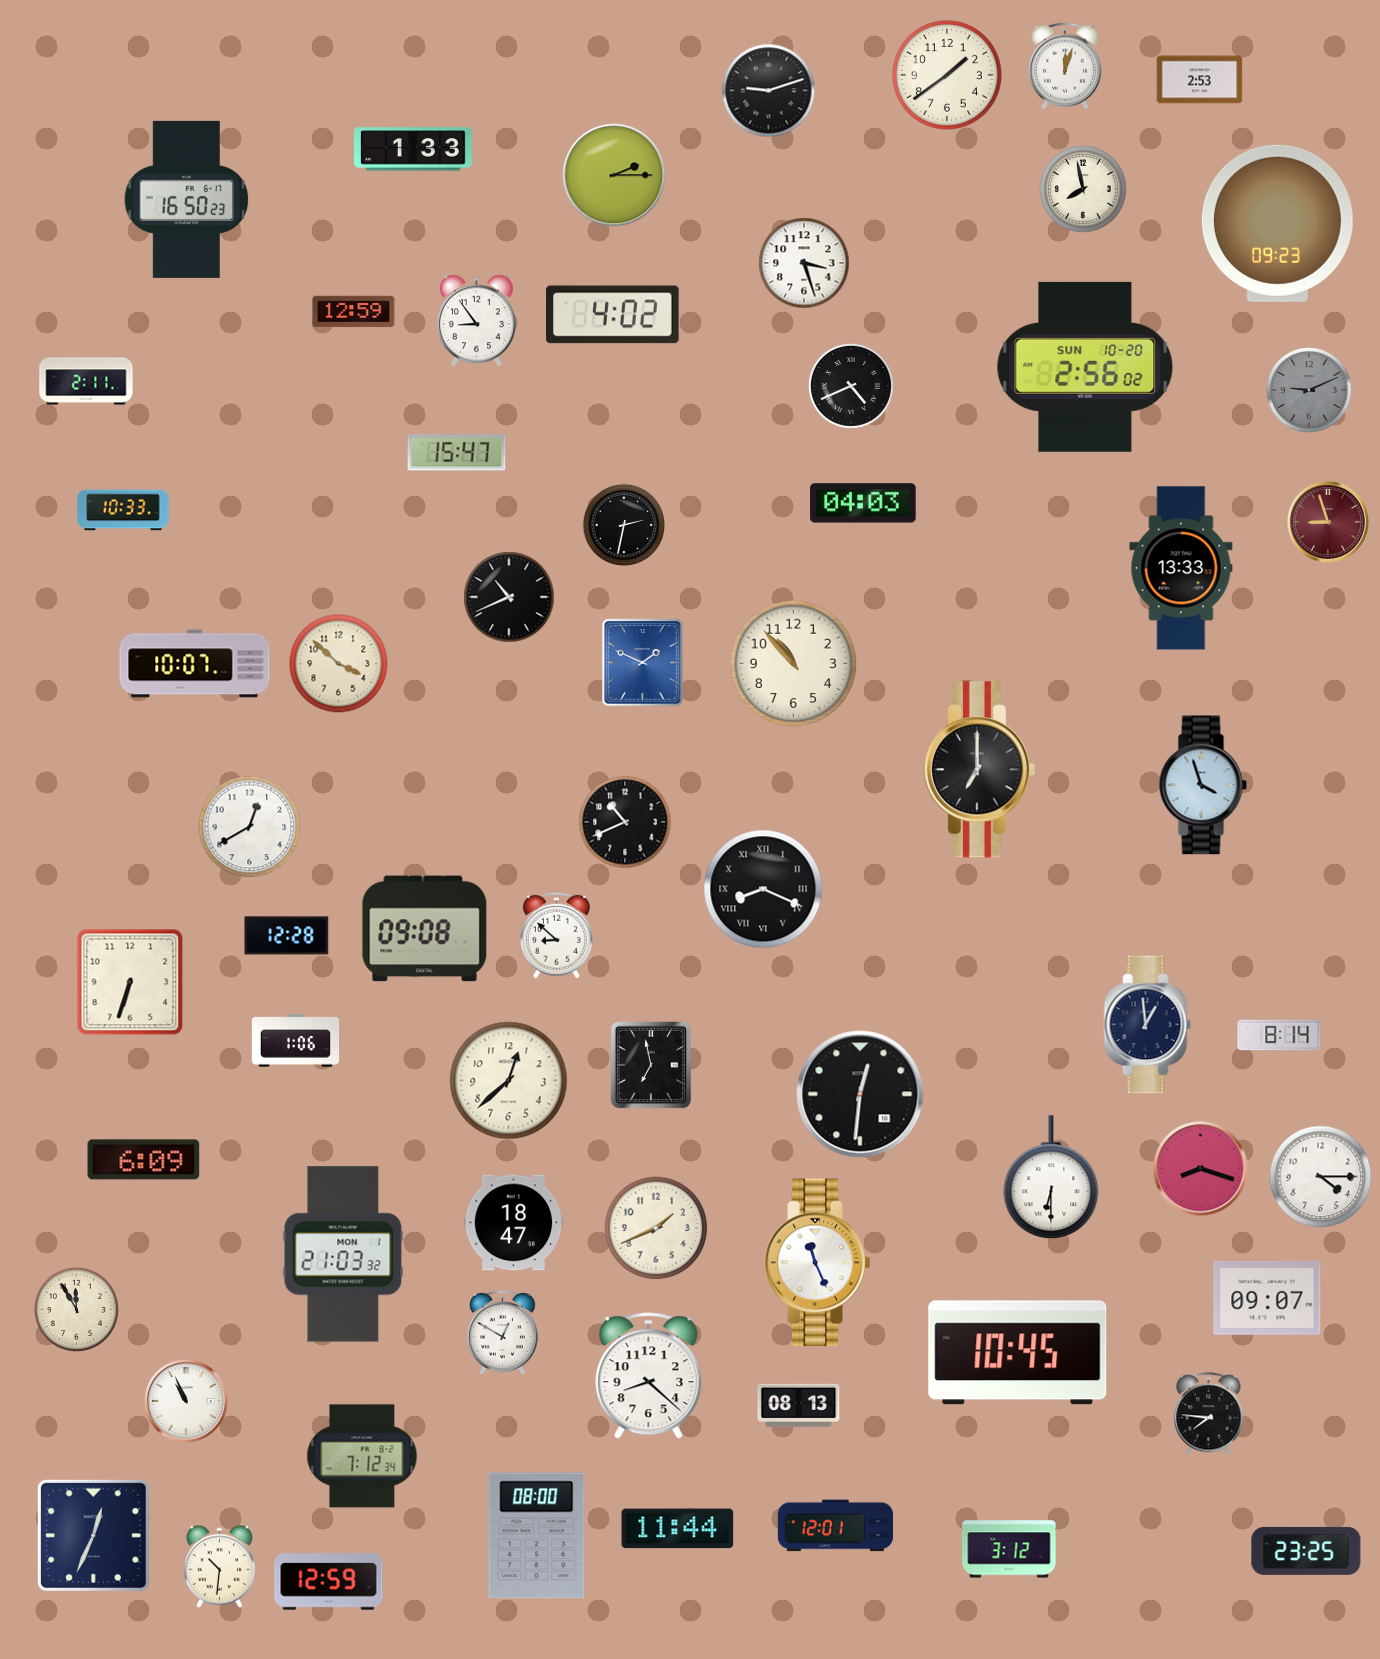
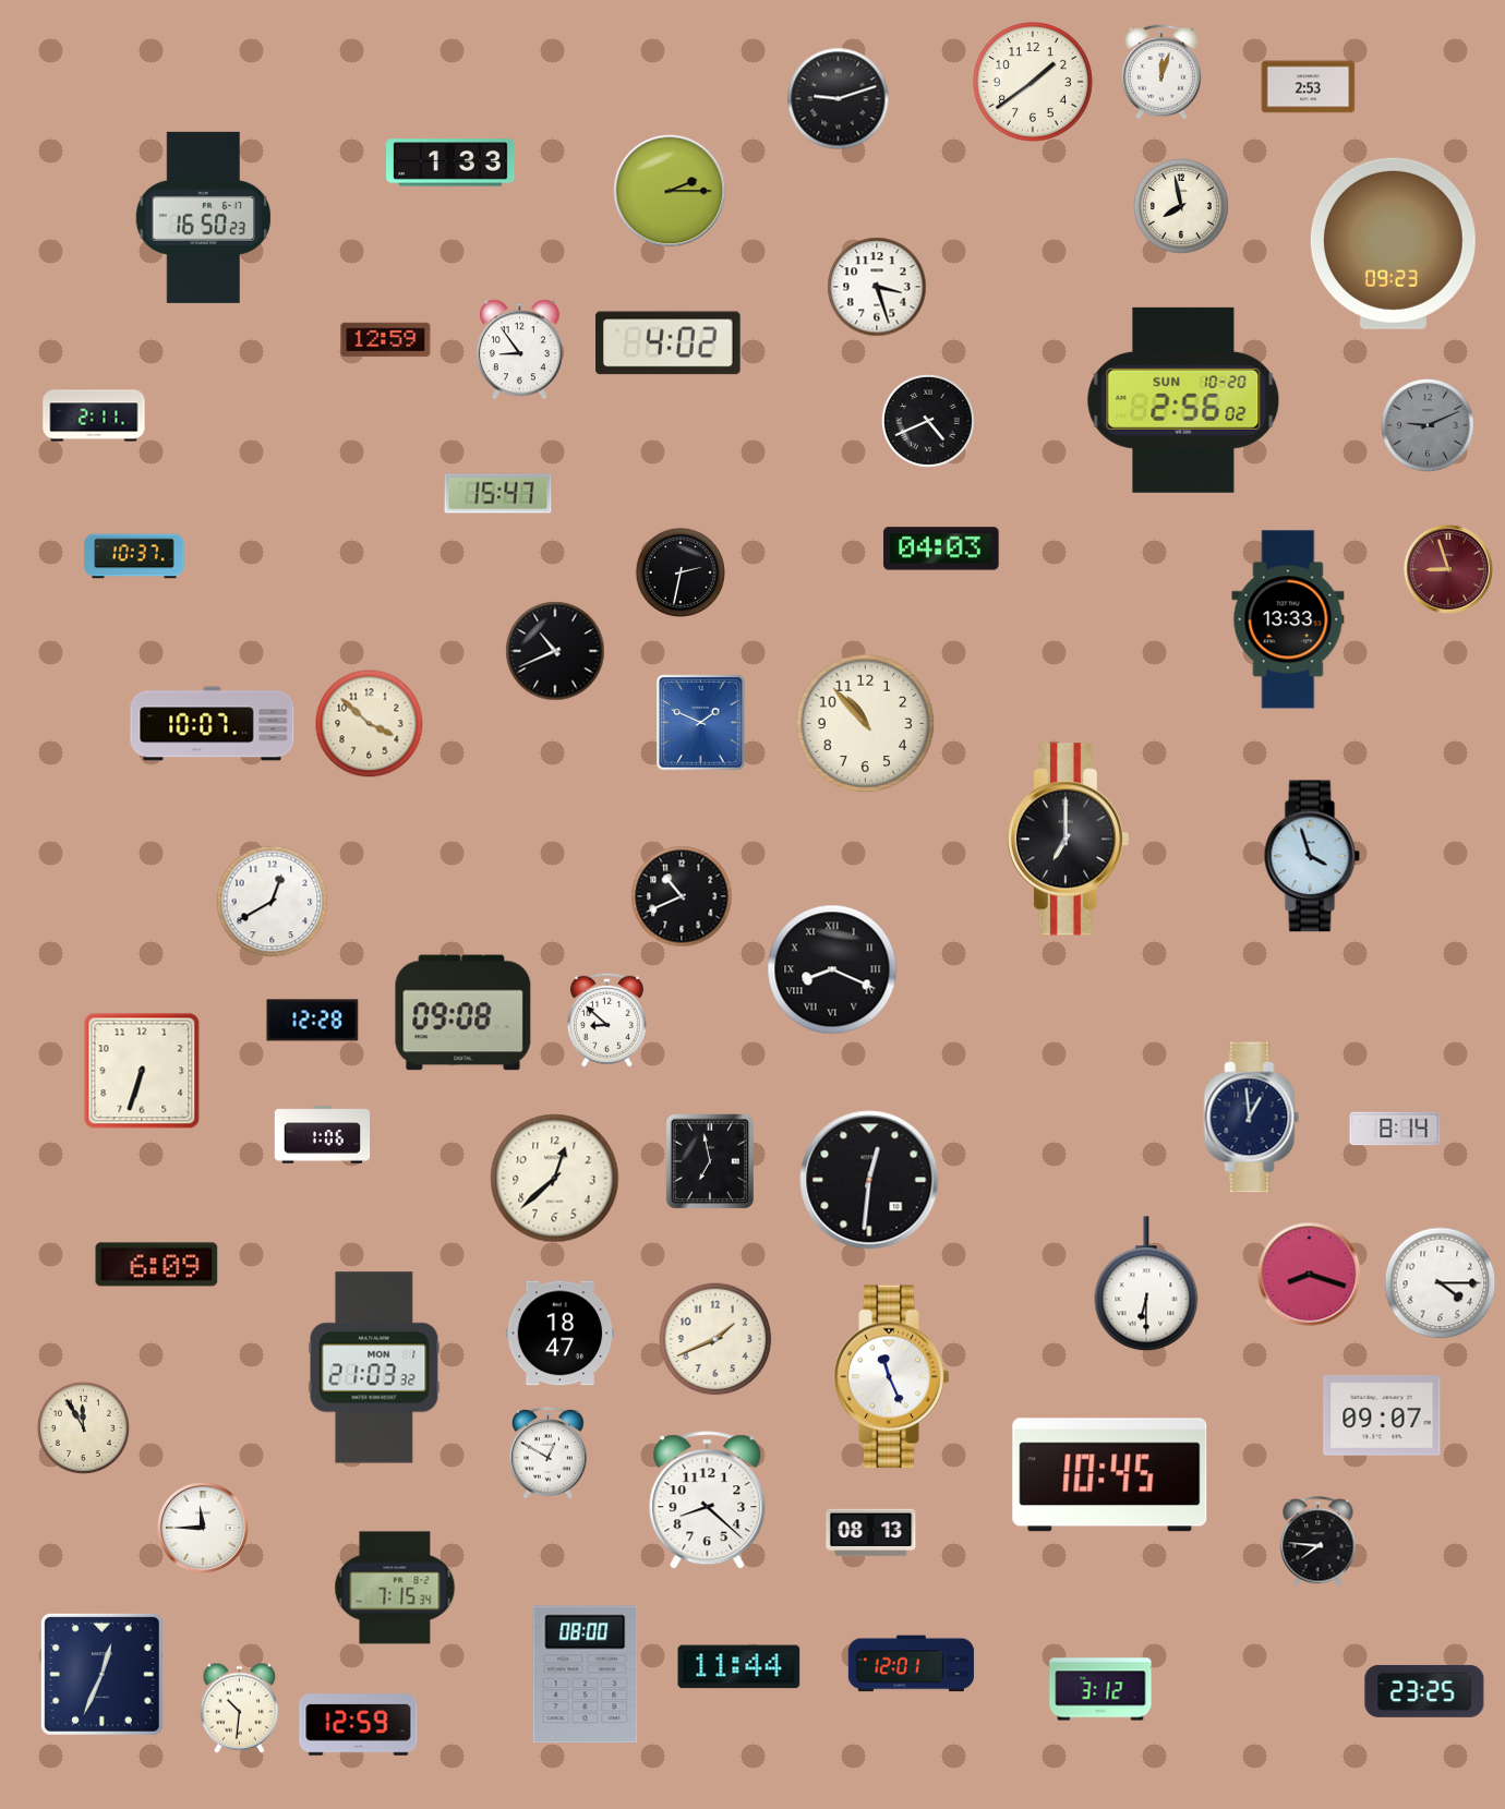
clock at (123, 510): 10:33 -> 10:37
clock at (860, 1094) position: (860, 1094) -> (869, 1180)
clock at (186, 1401): 10:56 -> 11:45
clock at (362, 1456): 7:12 -> 7:15
